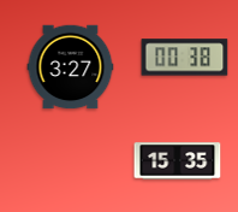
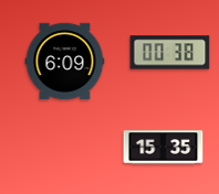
clock at (71, 67): 3:27 -> 6:09
